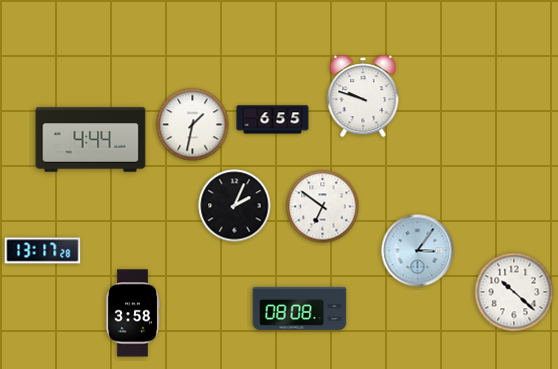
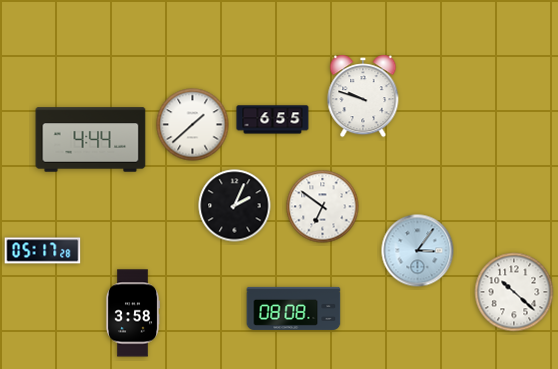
clock at (193, 125): 1:32 -> 1:38
clock at (43, 251): 13:17 -> 05:17
clock at (300, 308) position: (300, 308) -> (294, 308)
